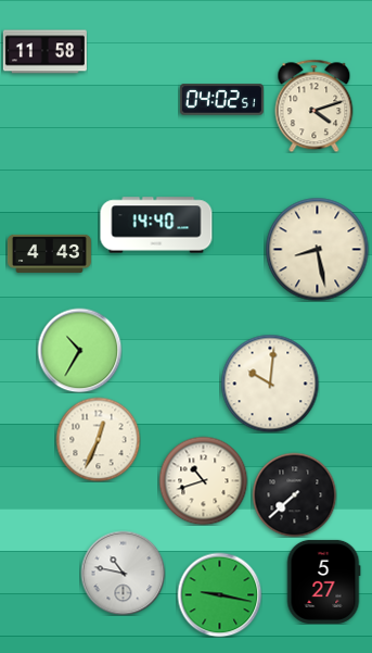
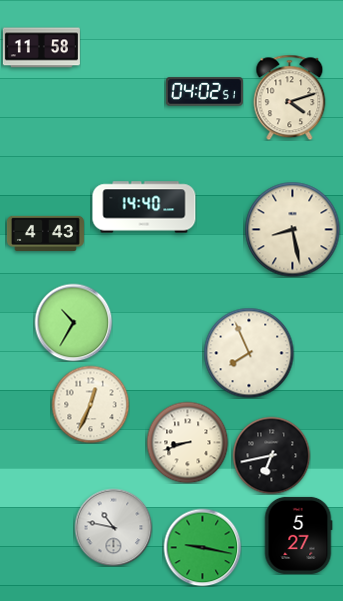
clock at (270, 384): 10:01 -> 7:56
clock at (203, 480): 10:42 -> 8:42
clock at (294, 494): 7:38 -> 6:43
